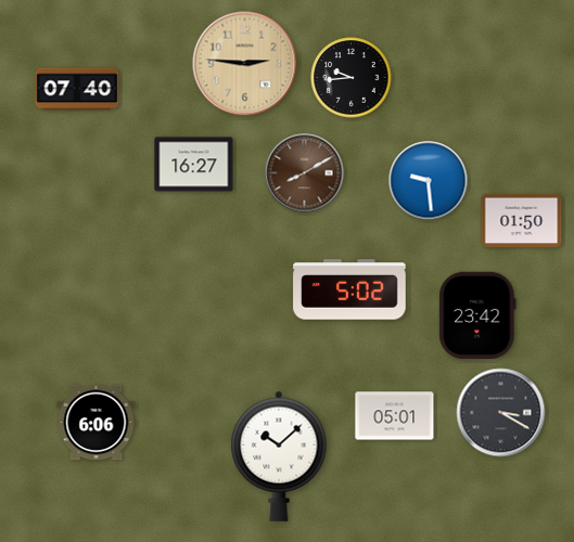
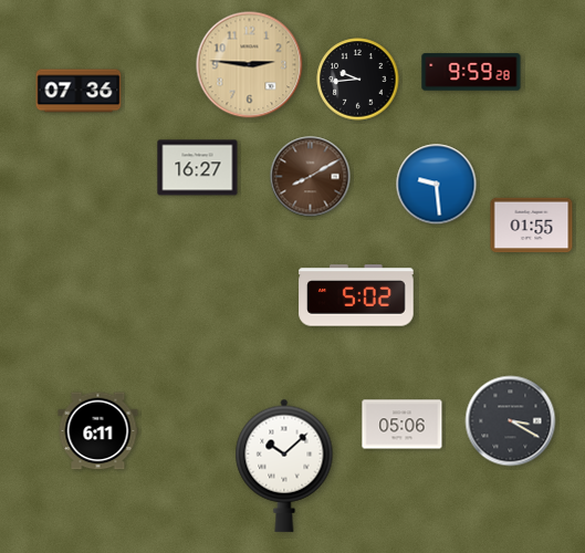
clock at (471, 72): none -> 9:59
clock at (77, 89): 07:40 -> 07:36
clock at (522, 221): 01:50 -> 01:55
clock at (477, 315): 23:42 -> none
clock at (395, 416): 05:01 -> 05:06
clock at (97, 423): 6:06 -> 6:11
